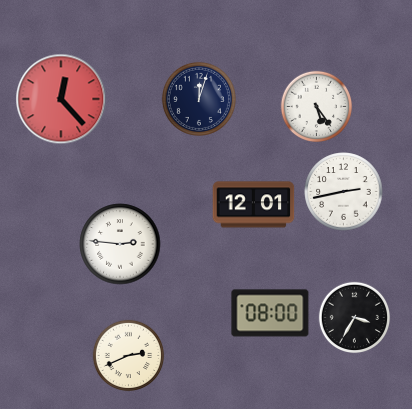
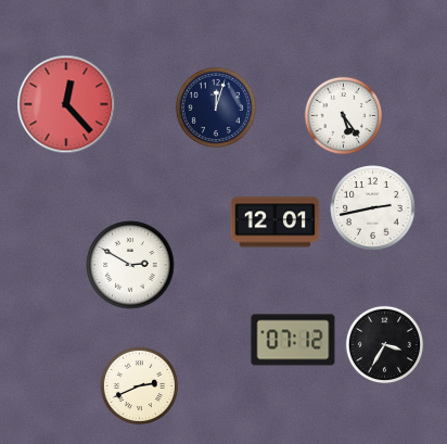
clock at (61, 99) position: (61, 99) -> (66, 104)
clock at (120, 244): 2:46 -> 2:50
clock at (270, 313): 08:00 -> 07:12
